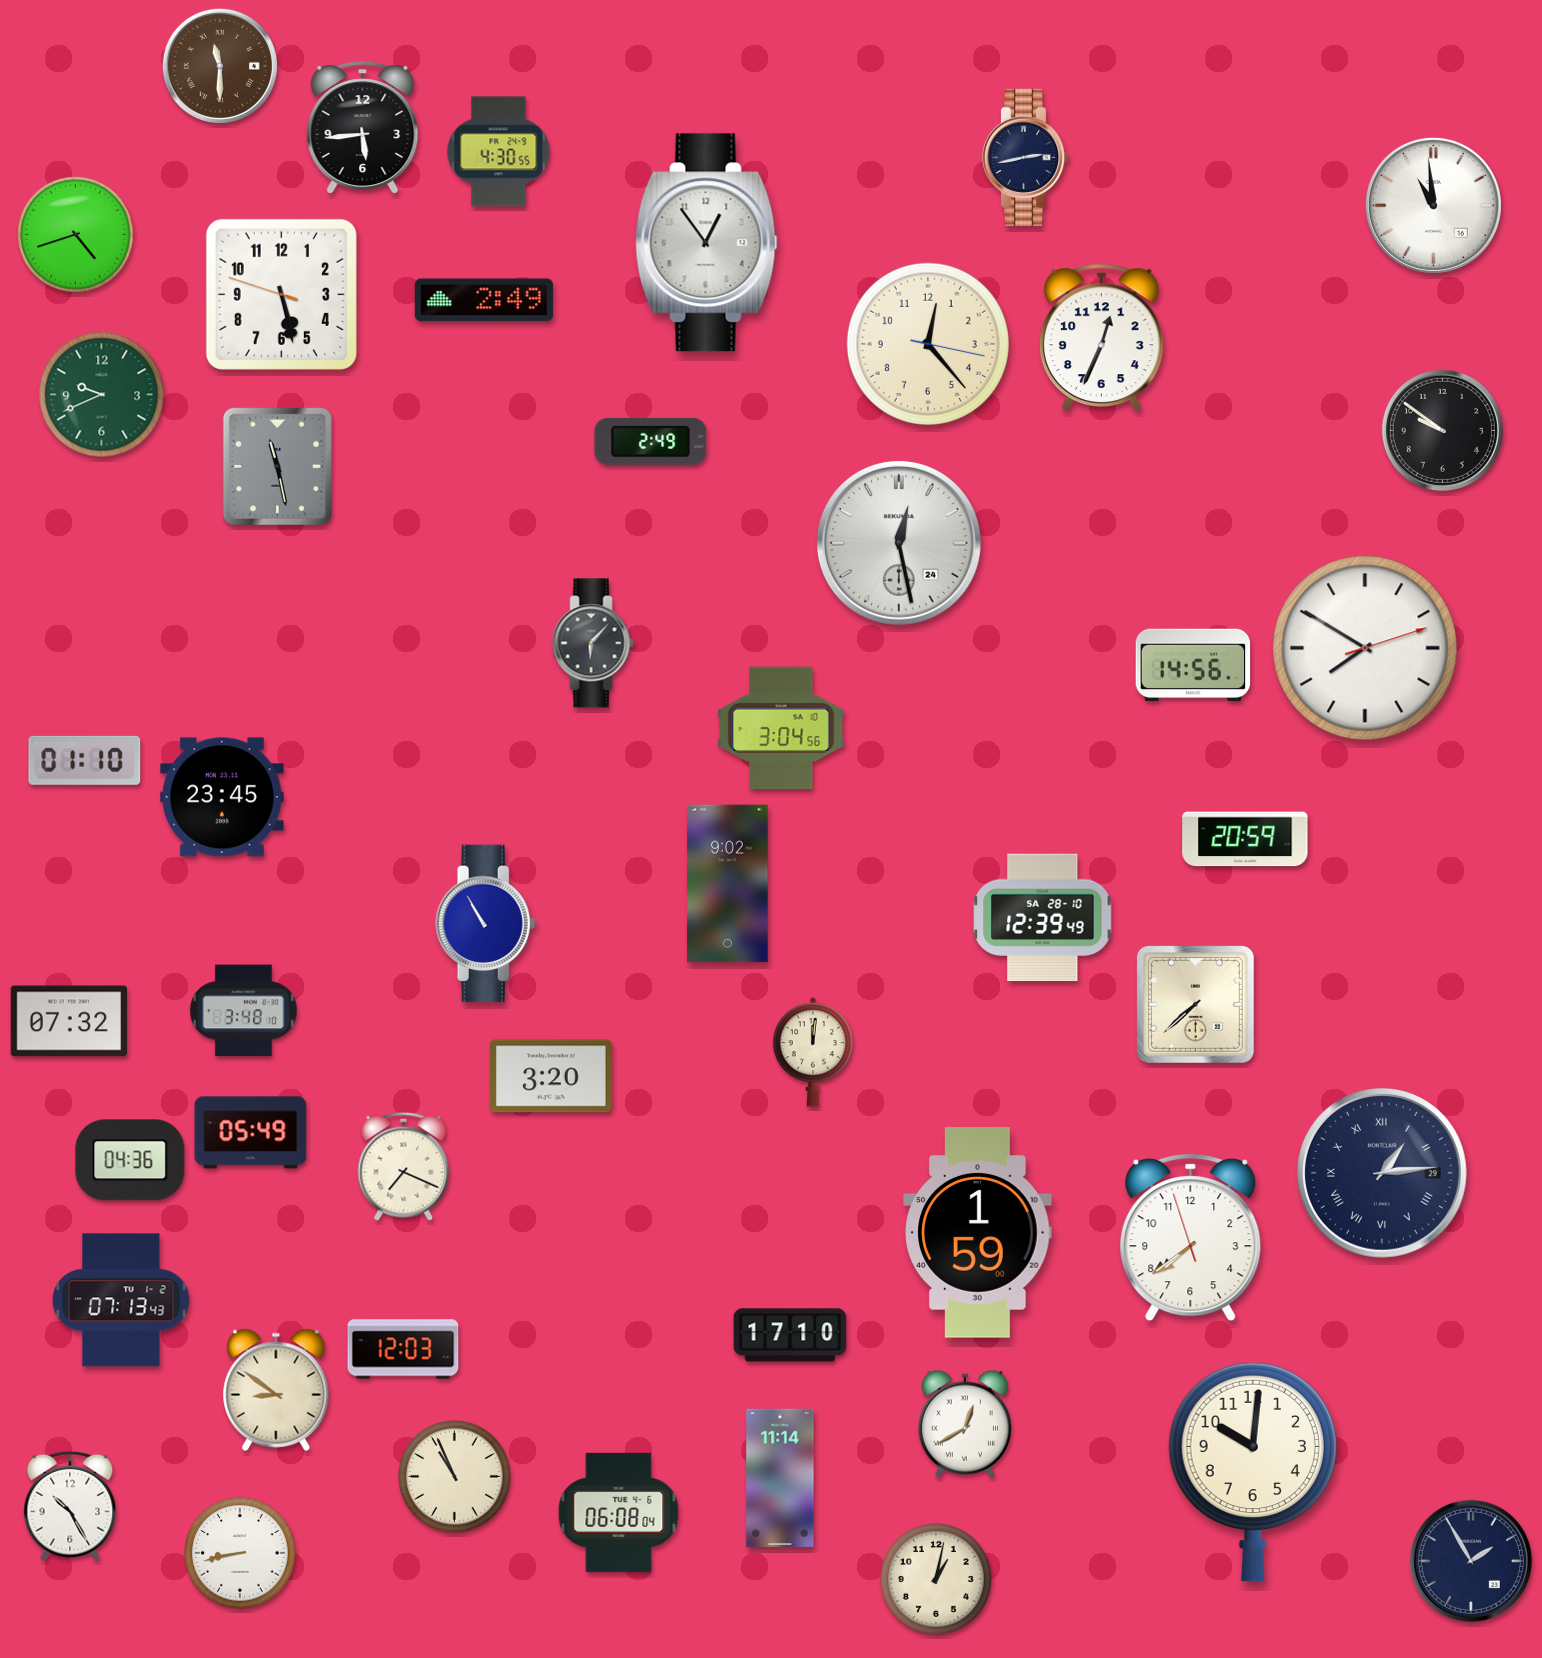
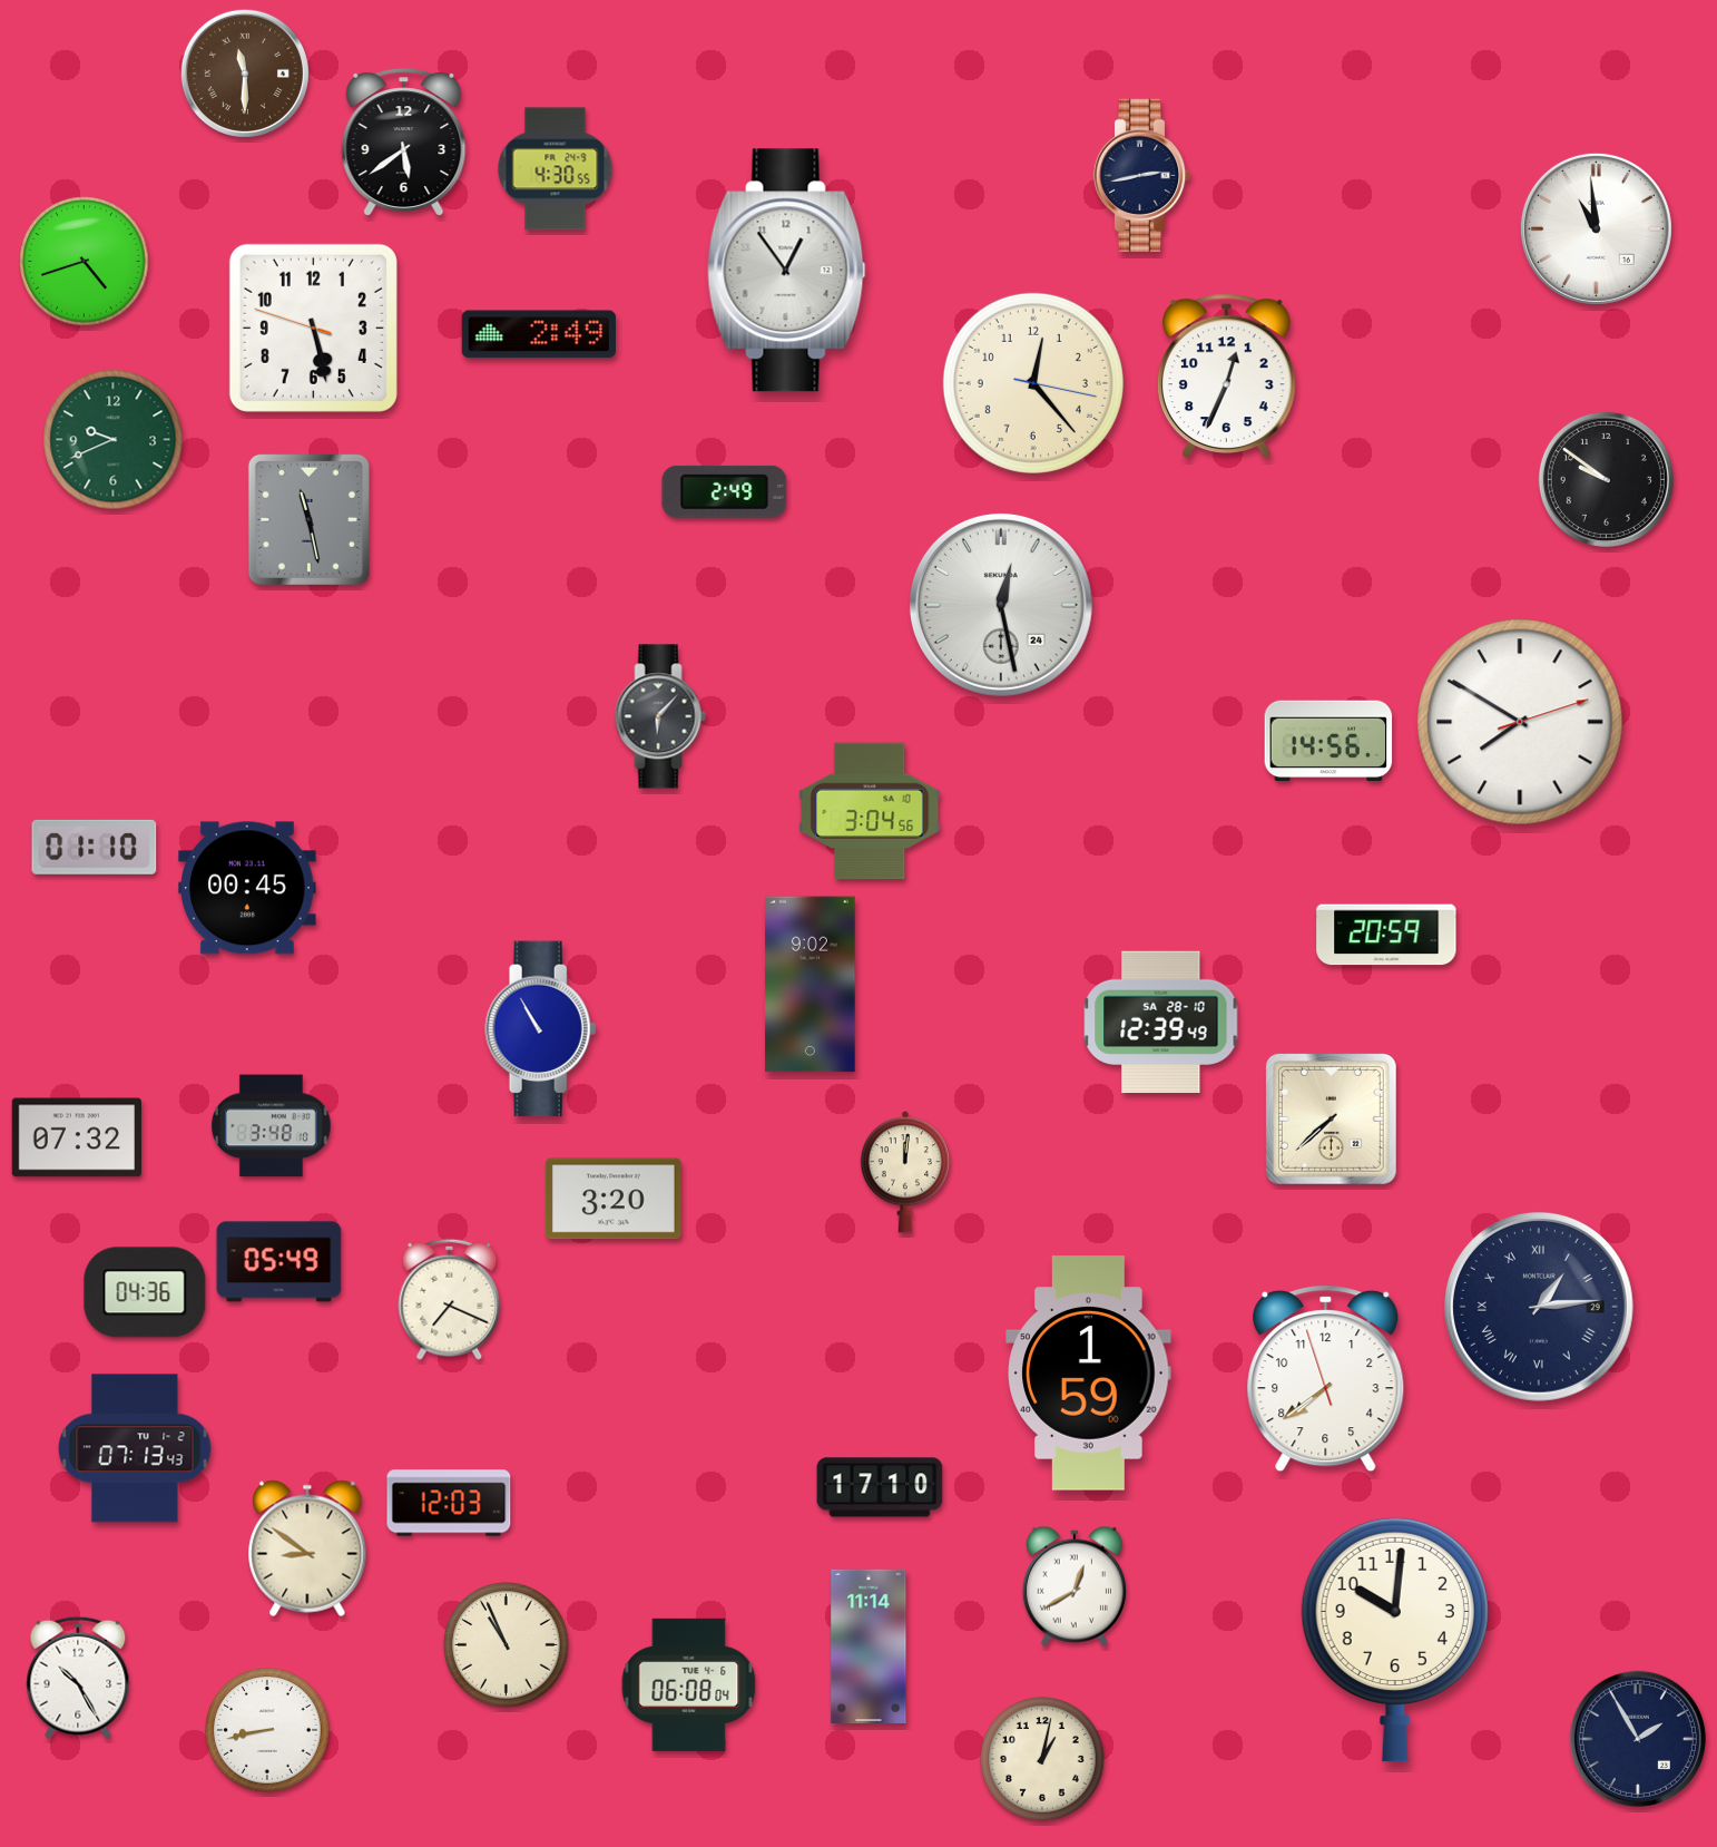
clock at (363, 128): 5:44 -> 5:39
clock at (222, 797): 23:45 -> 00:45
